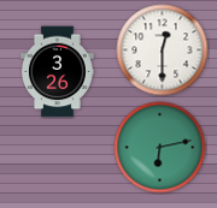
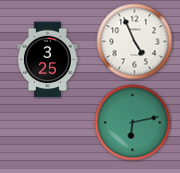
clock at (163, 50): 12:30 -> 4:56
clock at (58, 72): 3:26 -> 3:25
